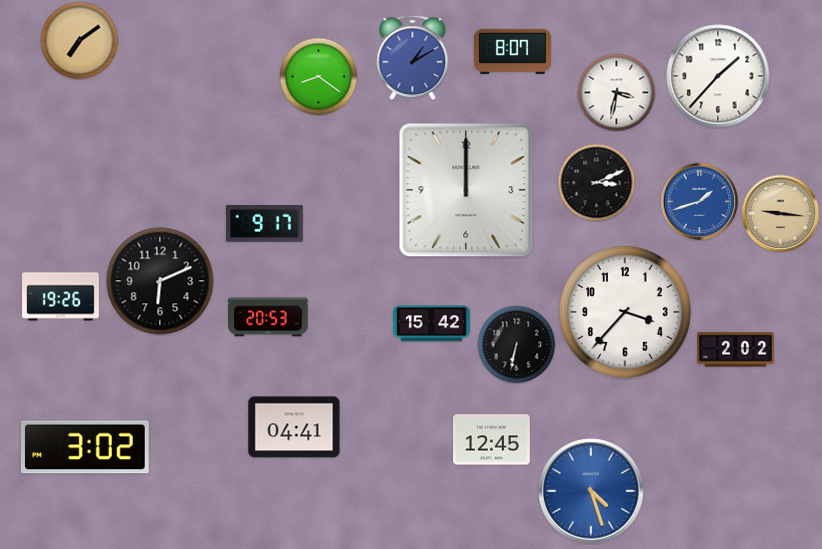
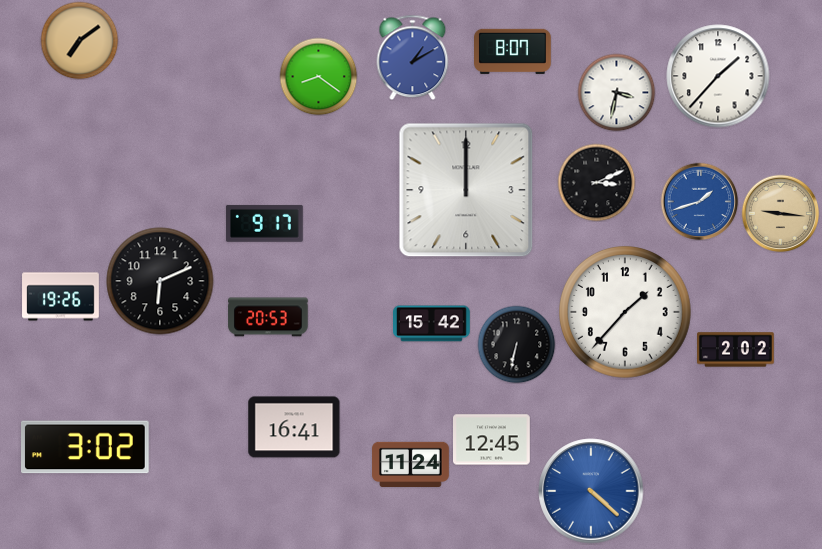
clock at (626, 313): 3:37 -> 1:37
clock at (294, 427): 04:41 -> 16:41
clock at (411, 464): none -> 11:24
clock at (591, 491): 4:27 -> 4:22
